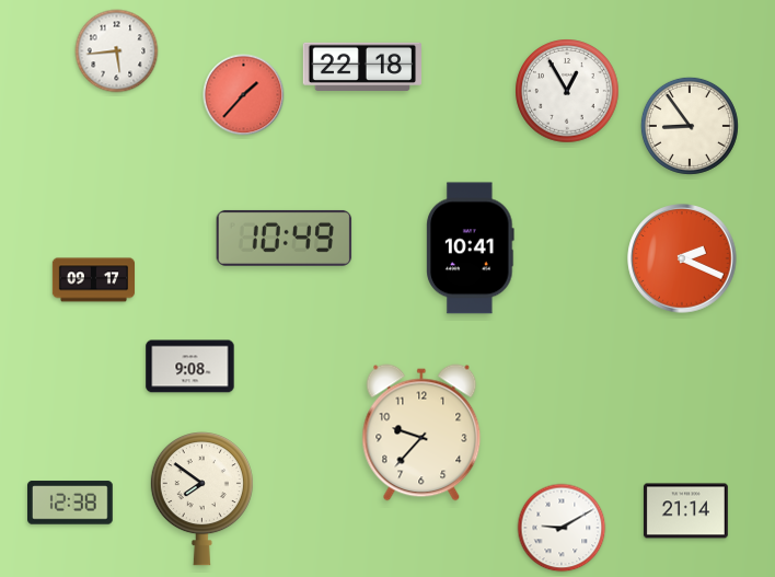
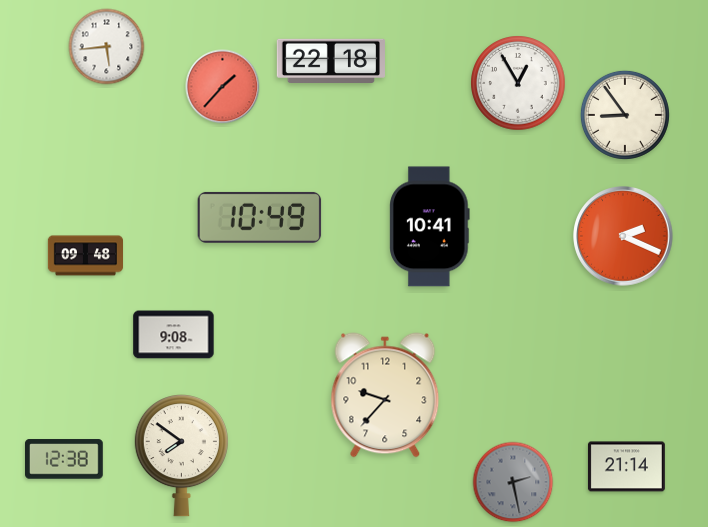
clock at (690, 126) position: (690, 126) -> (625, 115)
clock at (93, 280): 09:17 -> 09:48
clock at (201, 499) position: (201, 499) -> (181, 456)
clock at (562, 528): 9:10 -> 2:28
clock at (562, 528) dial: white -> grey
